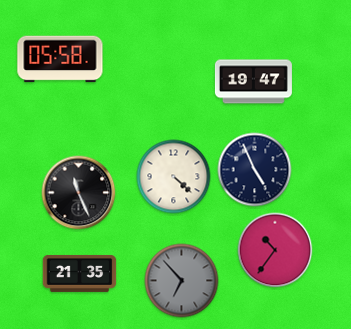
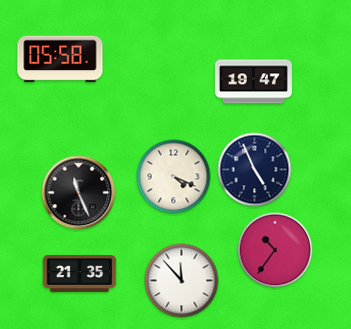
clock at (174, 177): 4:22 -> 4:19
clock at (182, 281): 6:53 -> 11:53
clock at (182, 281) dial: grey -> white
